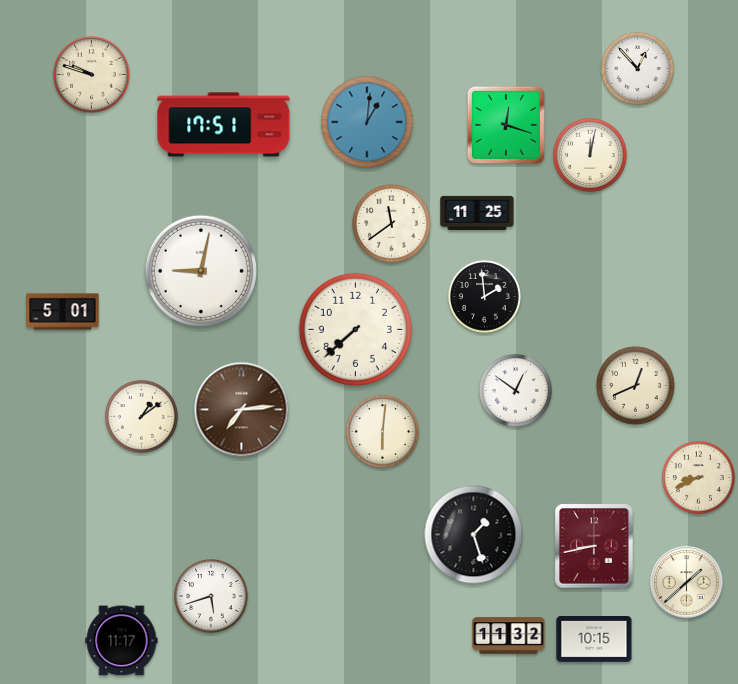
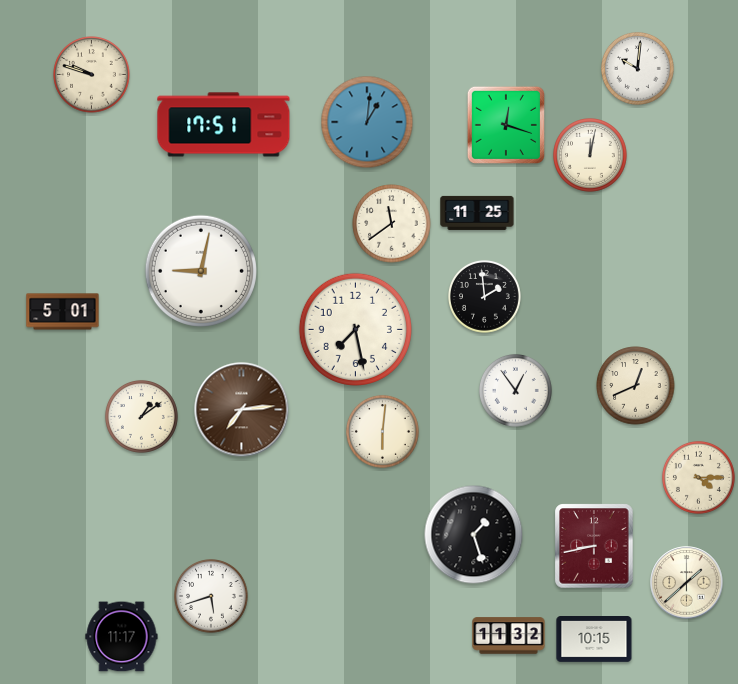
clock at (637, 68): 12:53 -> 10:01
clock at (355, 329): 7:38 -> 7:28
clock at (515, 390): 12:51 -> 12:54
clock at (698, 477): 8:41 -> 4:15
clock at (122, 641) position: (122, 641) -> (122, 637)
